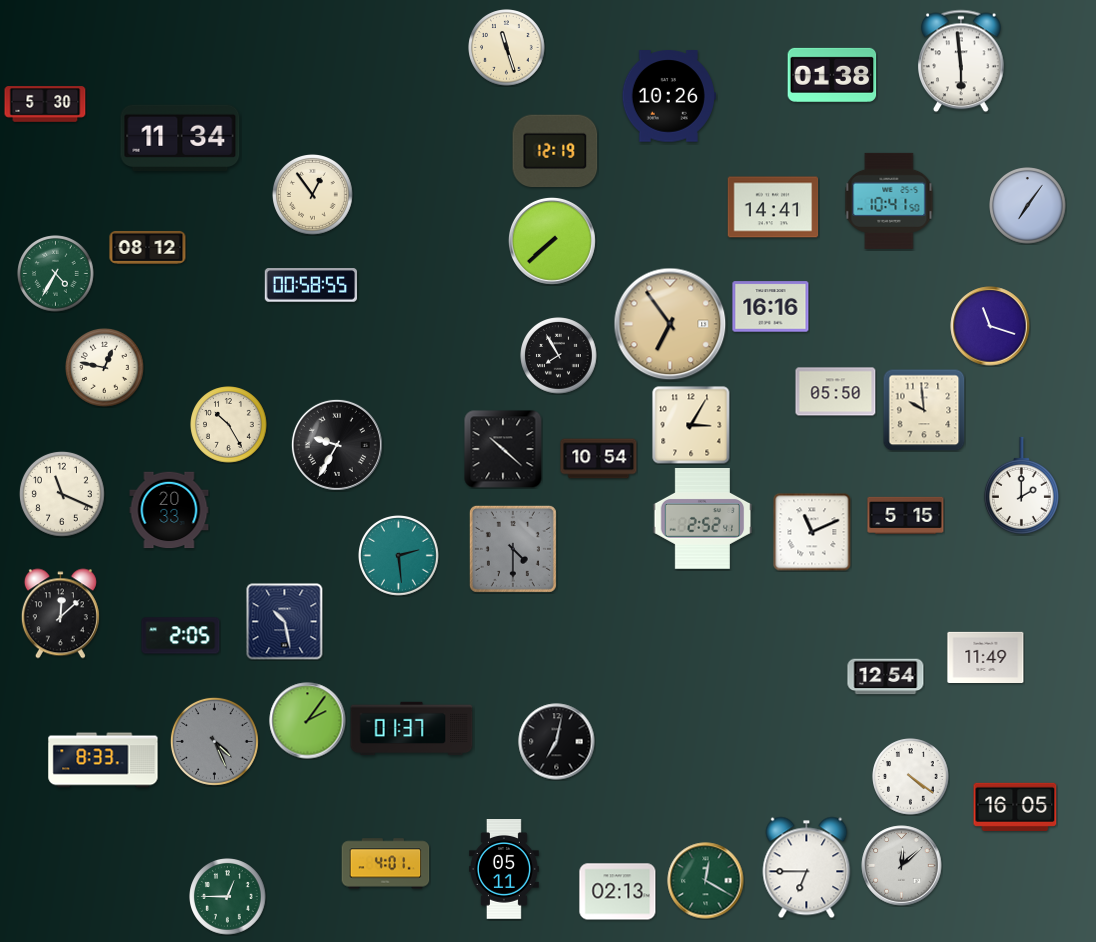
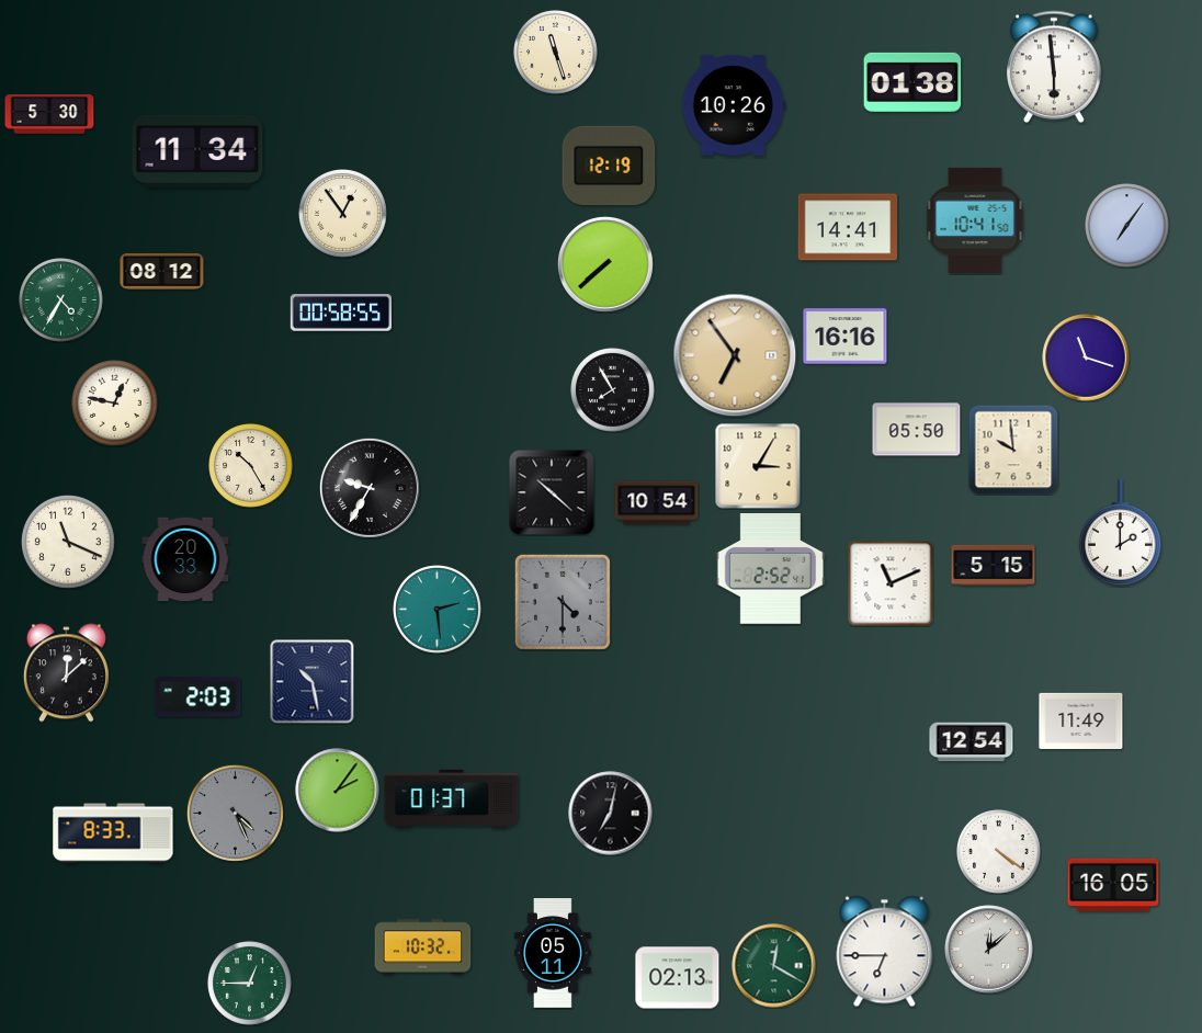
clock at (181, 636): 2:05 -> 2:03
clock at (386, 864): 4:01 -> 10:32
